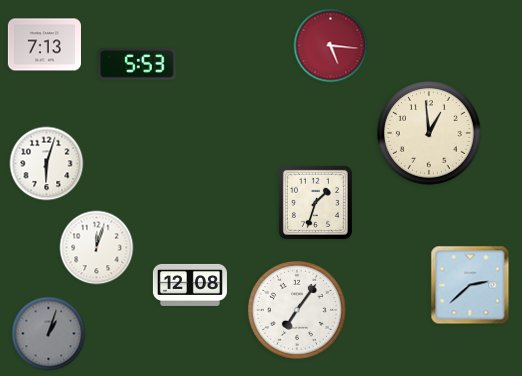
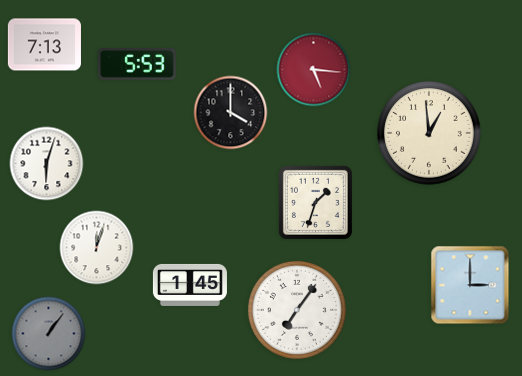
clock at (331, 46) position: (331, 46) -> (314, 70)
clock at (231, 113): none -> 4:00
clock at (190, 285): 12:08 -> 1:45
clock at (470, 285): 2:38 -> 3:00
clock at (49, 334): 1:03 -> 1:06
